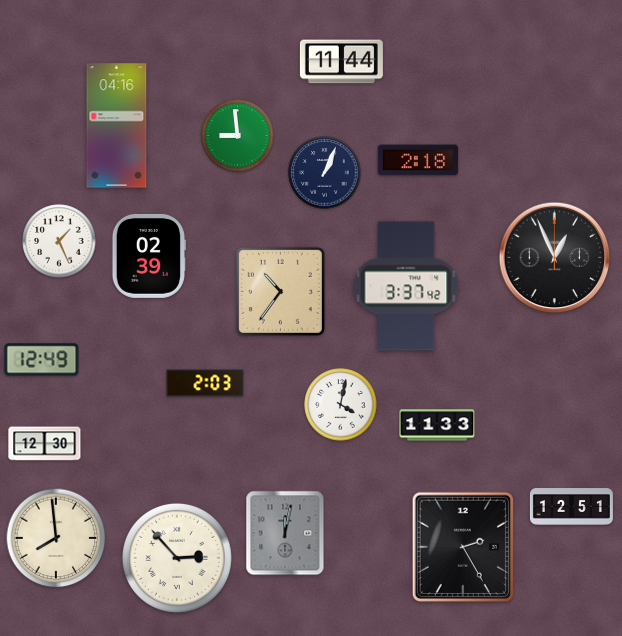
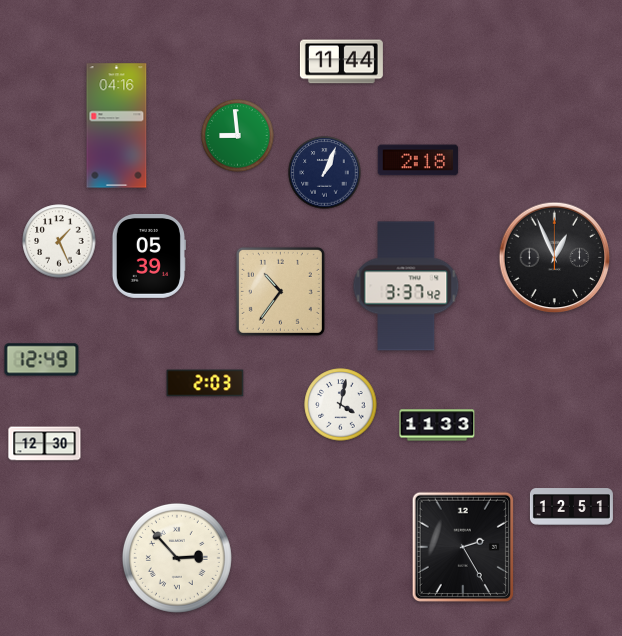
clock at (149, 256): 02:39 -> 05:39
clock at (285, 533): 12:02 -> none
clock at (56, 538): 7:59 -> none
